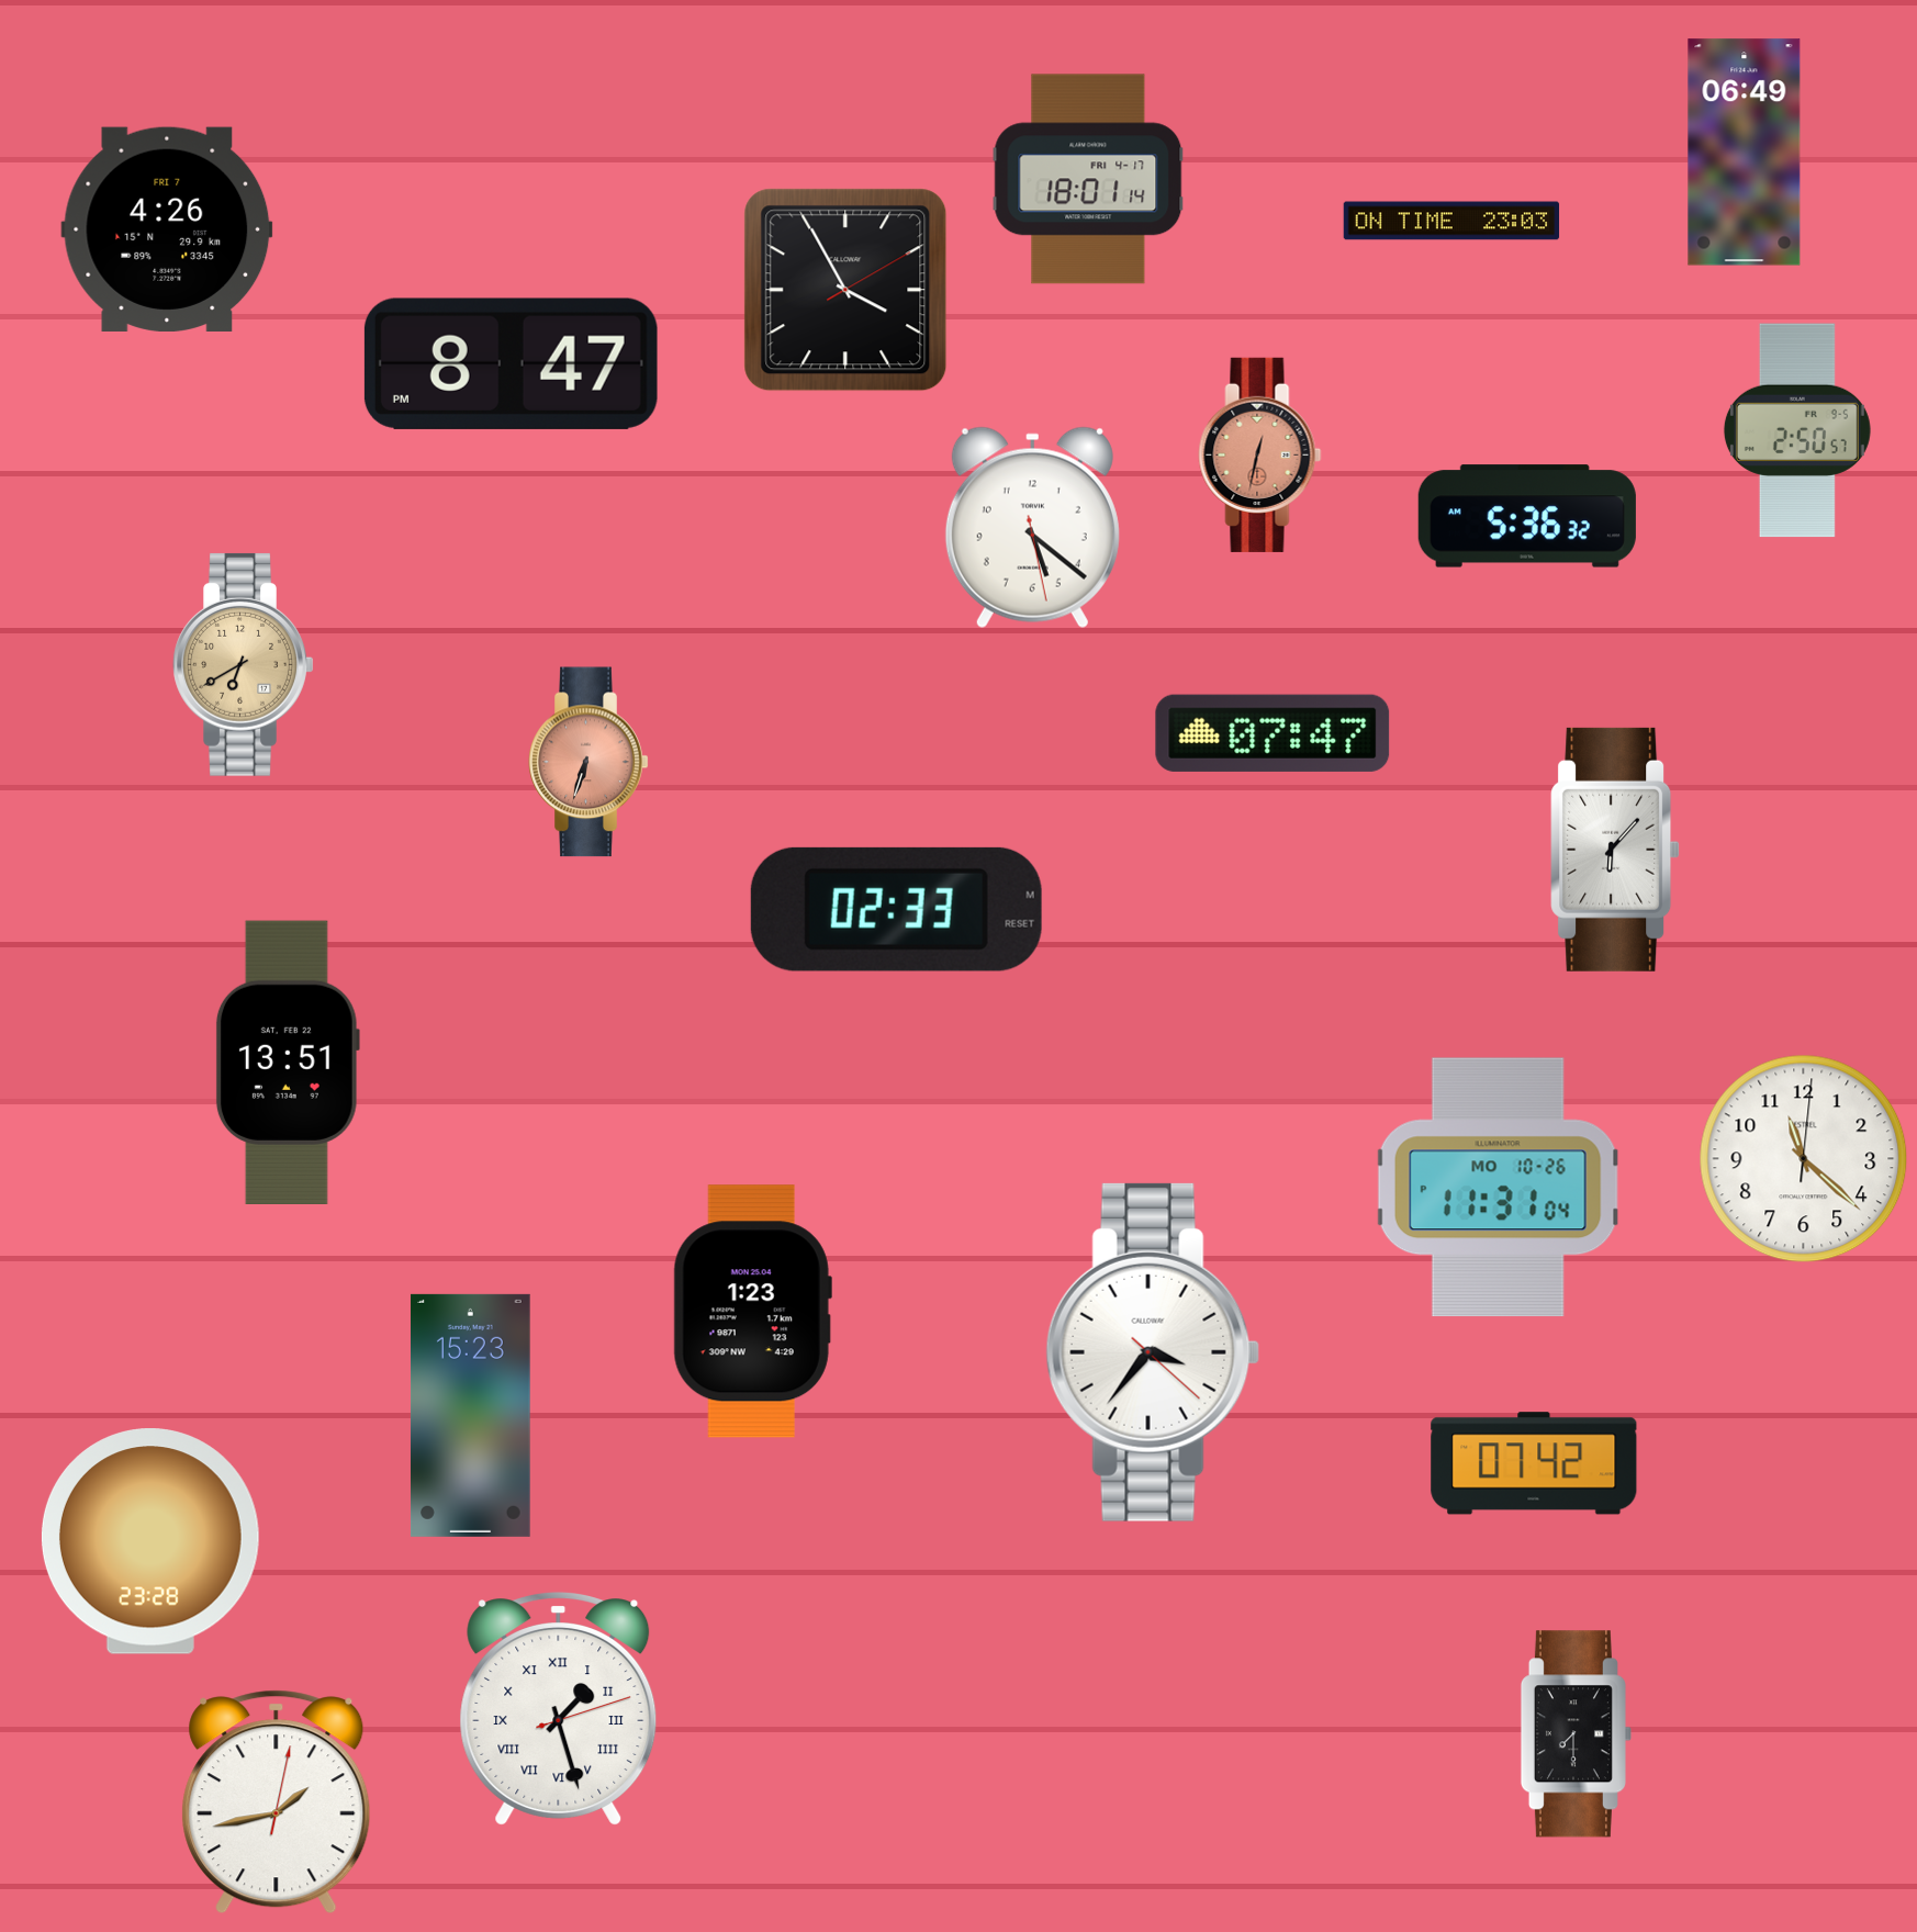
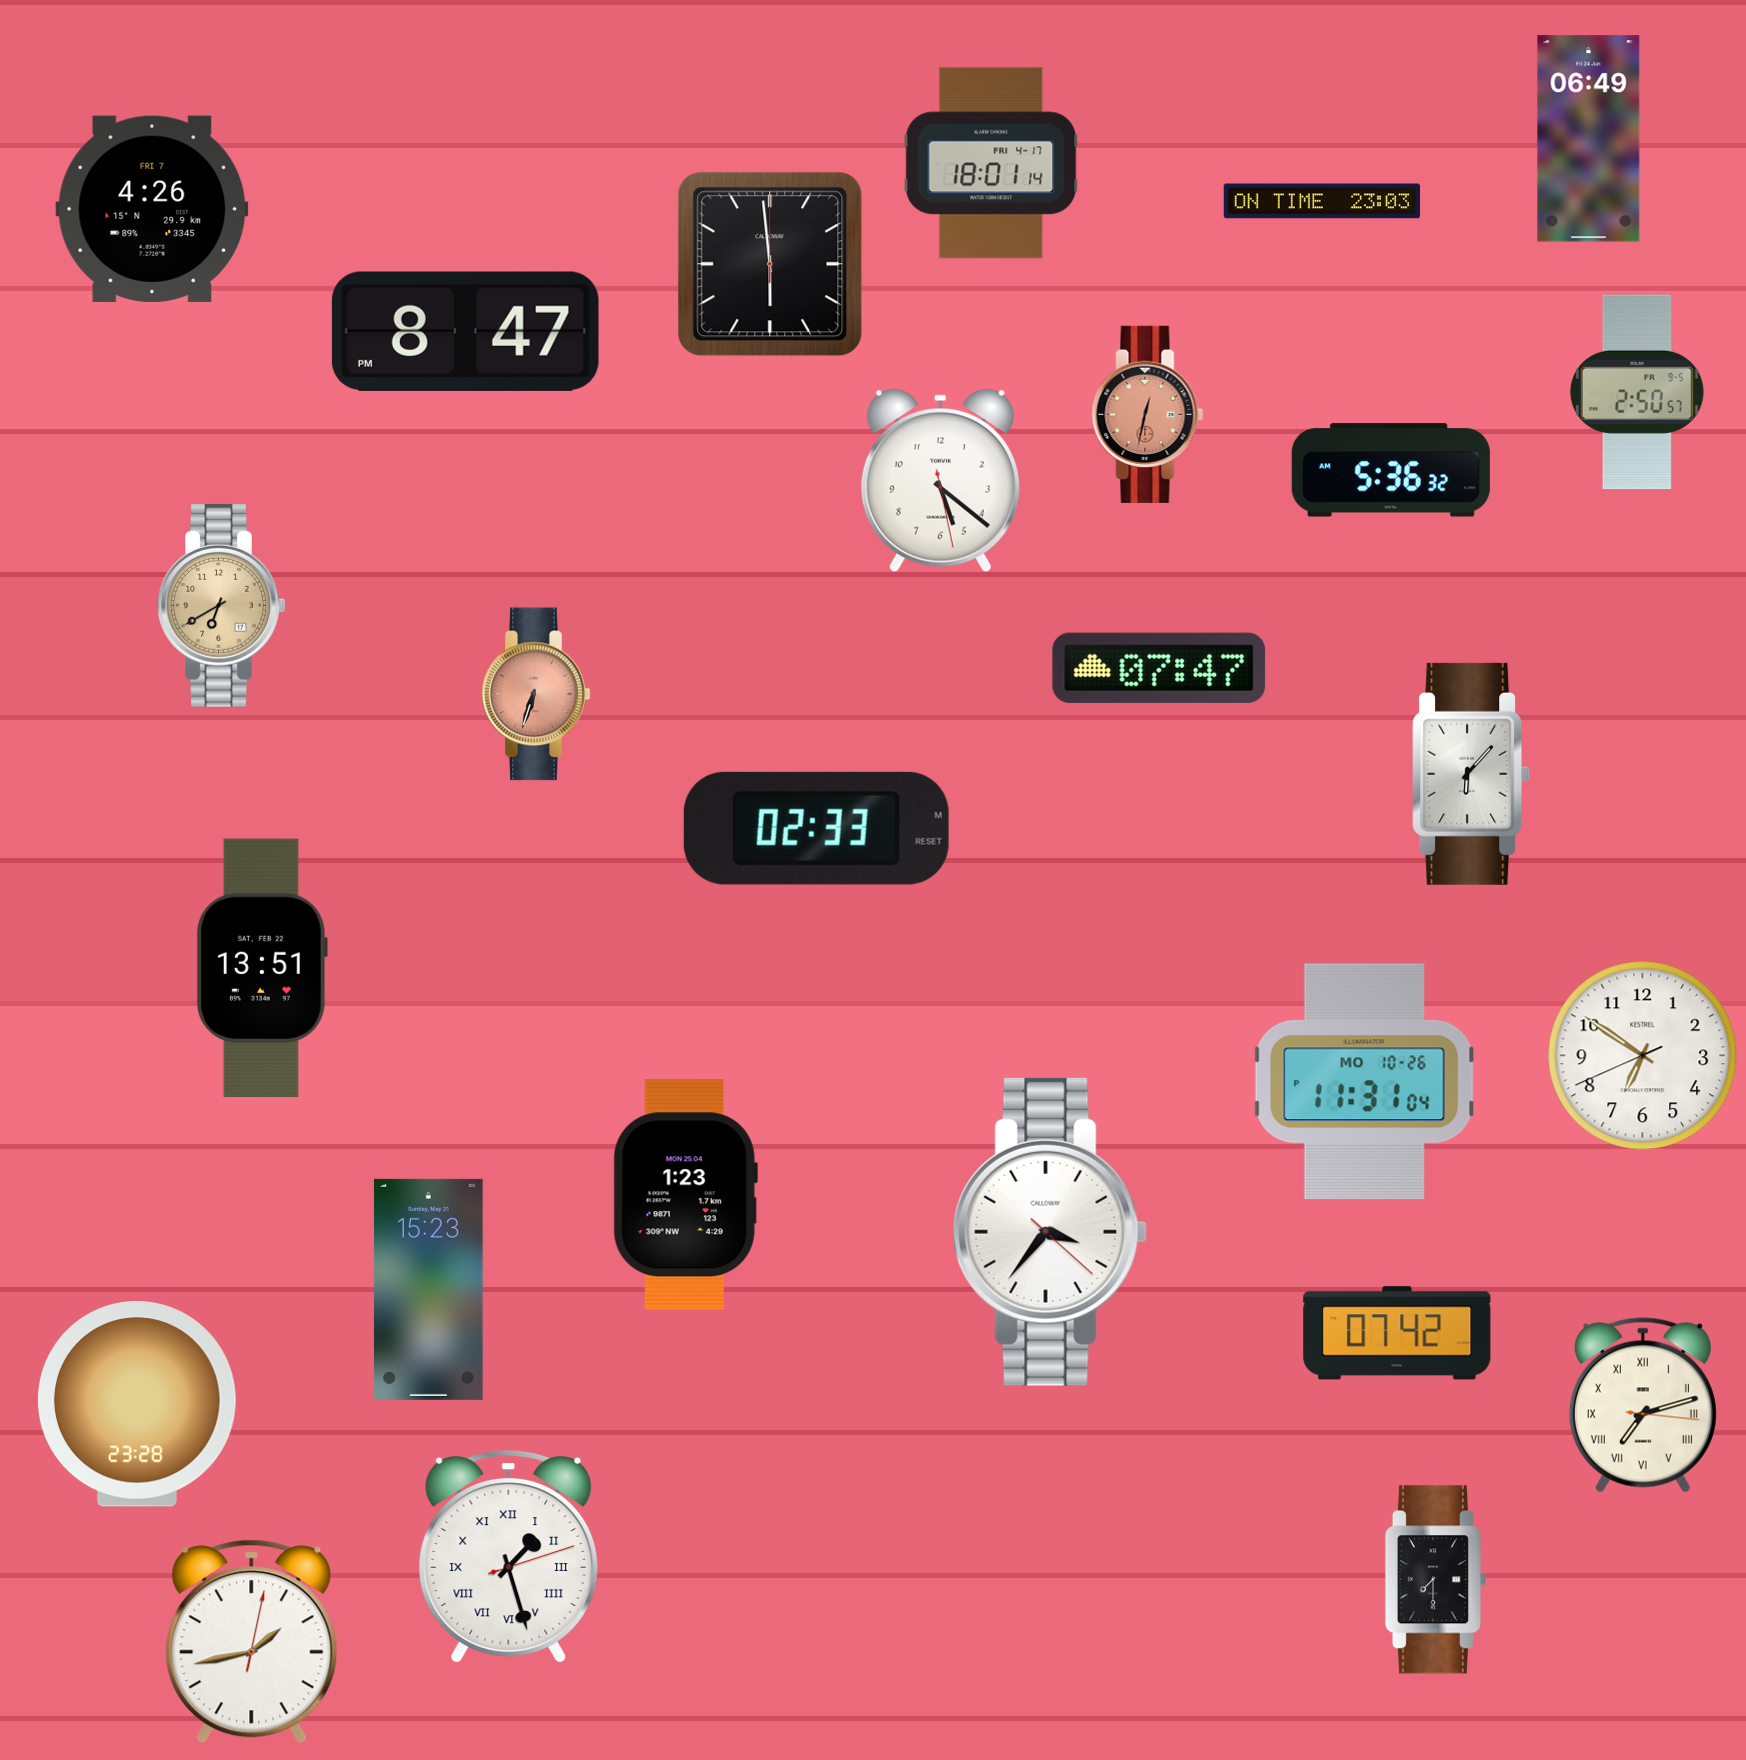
clock at (845, 290): 3:55 -> 5:59
clock at (1804, 1159): 11:22 -> 6:50
clock at (1643, 1405): none -> 7:12
